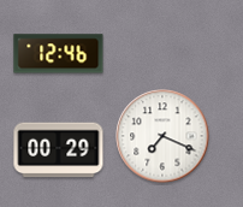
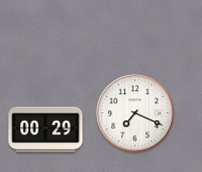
clock at (59, 54): 12:46 -> none
clock at (59, 150) position: (59, 150) -> (46, 130)
